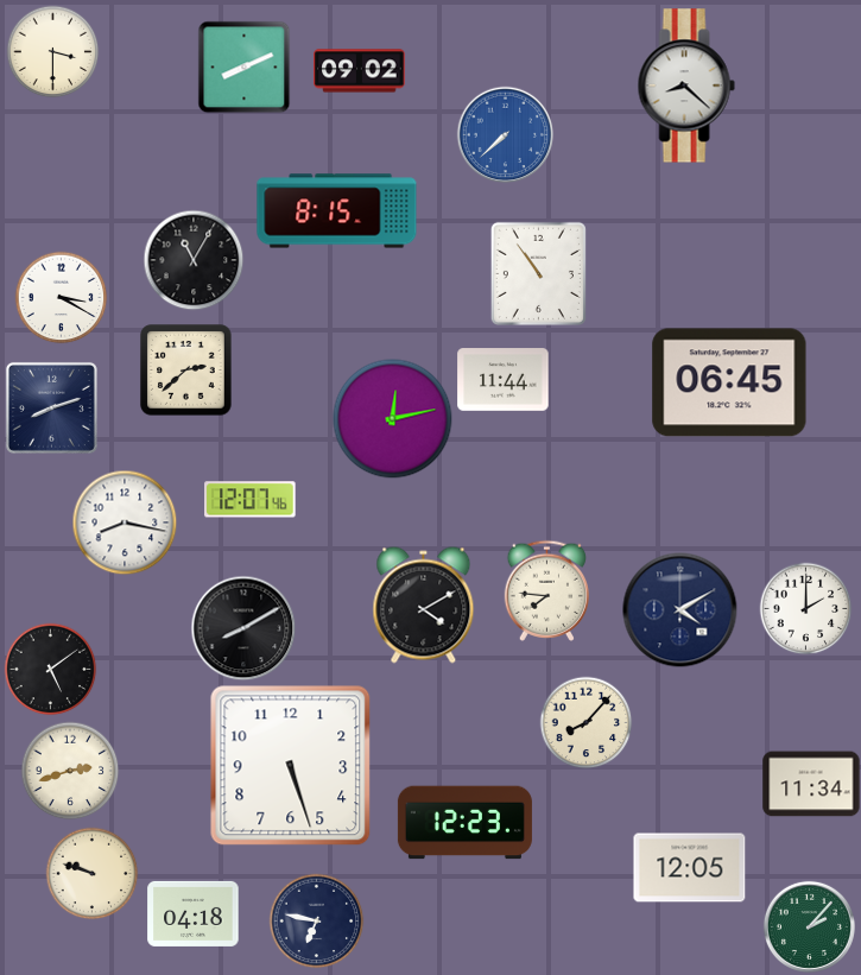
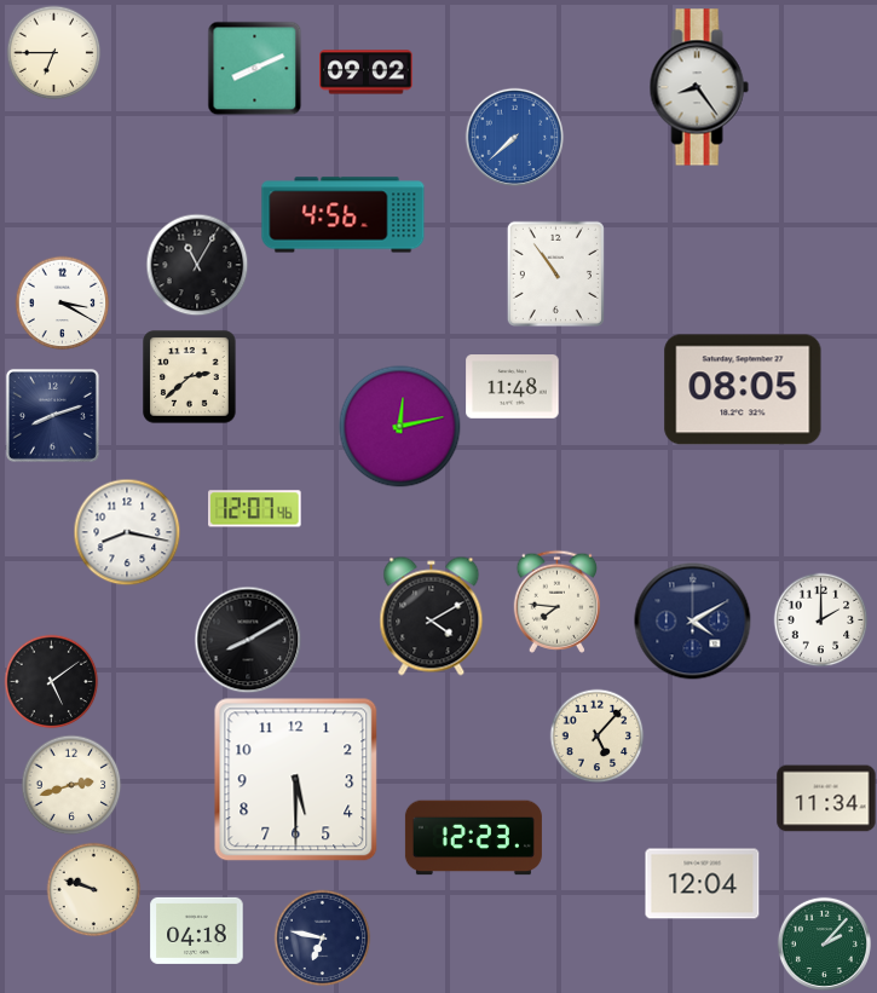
clock at (52, 51): 3:30 -> 6:45
clock at (243, 67) position: (243, 67) -> (254, 68)
clock at (686, 86): 8:22 -> 8:24
clock at (337, 211): 8:15 -> 4:56
clock at (538, 273) position: (538, 273) -> (555, 273)
clock at (504, 380): 11:44 -> 11:48
clock at (729, 382): 06:45 -> 08:05
clock at (585, 722): 8:07 -> 5:07
clock at (291, 766): 5:27 -> 5:30
clock at (690, 868): 12:05 -> 12:04
